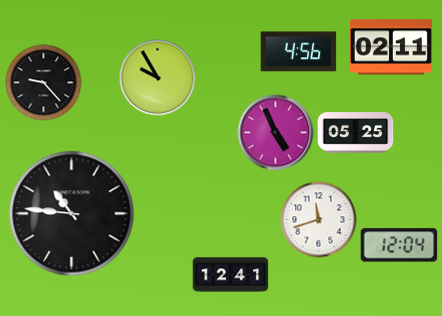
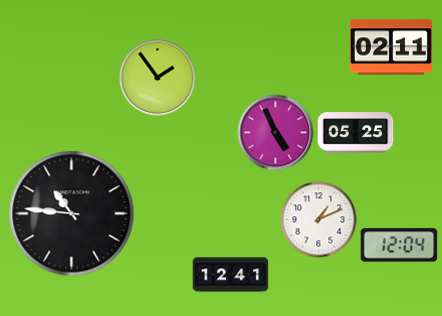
clock at (299, 52): 4:56 -> none
clock at (158, 78): 9:55 -> 1:54
clock at (44, 83): 9:23 -> none
clock at (319, 220): 11:42 -> 1:11
